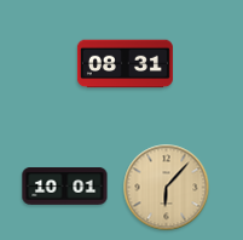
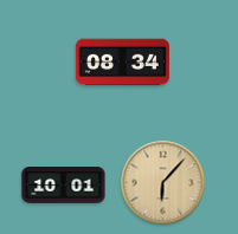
clock at (125, 64): 08:31 -> 08:34
clock at (65, 187) position: (65, 187) -> (64, 186)
